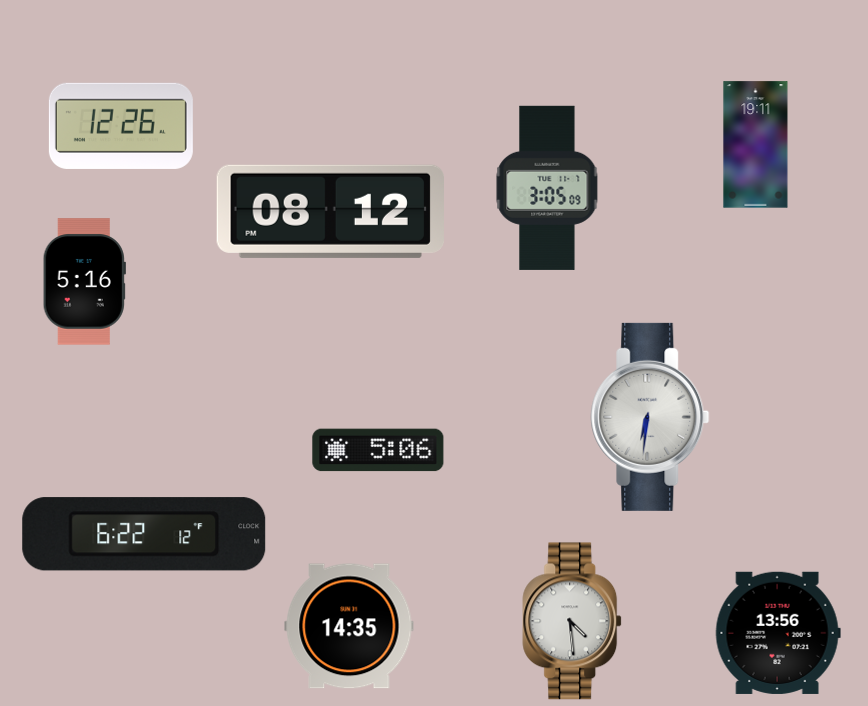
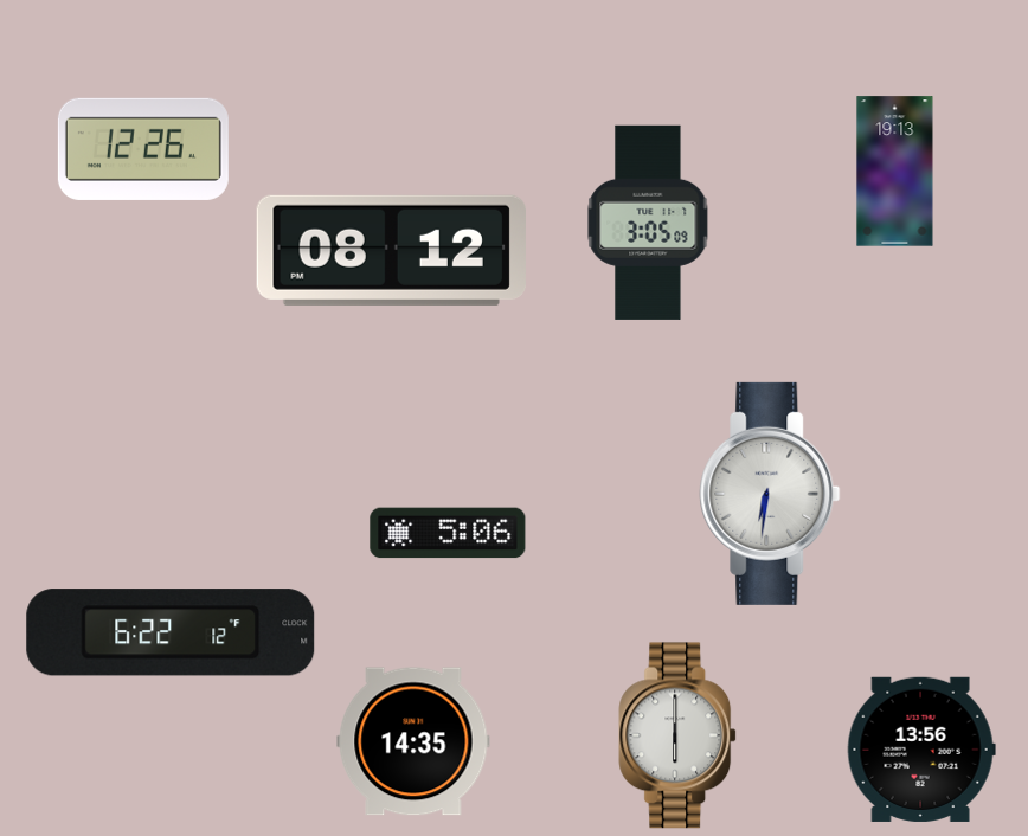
clock at (756, 145): 19:11 -> 19:13
clock at (84, 282): 5:16 -> none
clock at (573, 621): 4:29 -> 6:00
